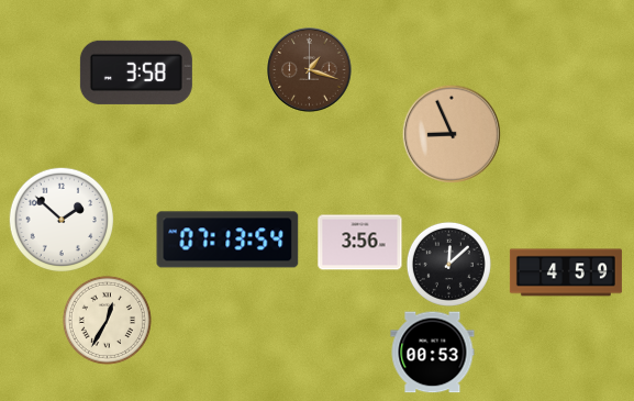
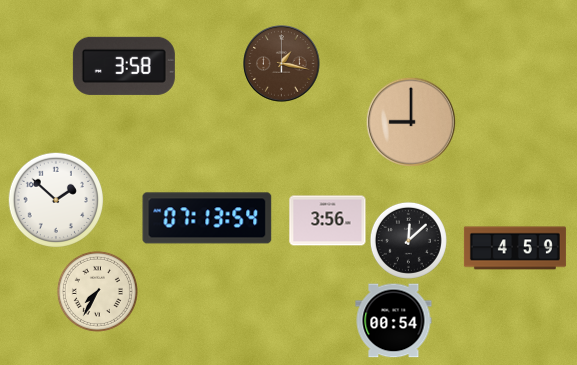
clock at (310, 70): 1:18 -> 1:17
clock at (452, 134): 8:56 -> 9:00
clock at (107, 320): 12:35 -> 7:35
clock at (433, 353): 00:53 -> 00:54
